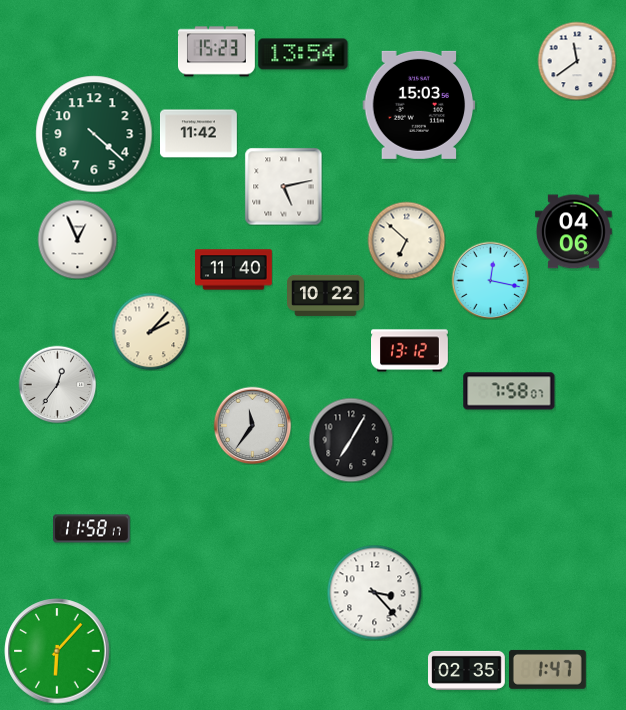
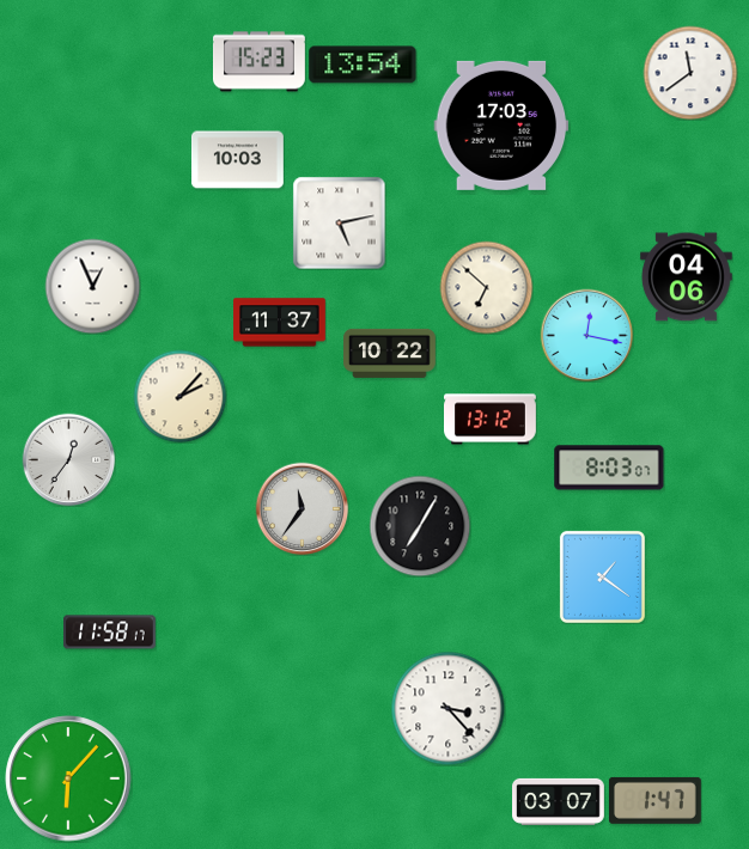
clock at (419, 105): 15:03 -> 17:03
clock at (94, 134): 4:22 -> none
clock at (199, 134): 11:42 -> 10:03
clock at (234, 270): 11:40 -> 11:37
clock at (509, 391): 7:58 -> 8:03
clock at (602, 576): none -> 1:21
clock at (467, 670): 02:35 -> 03:07
